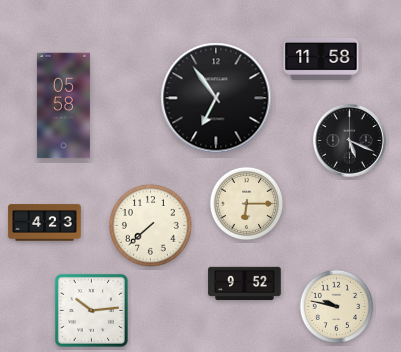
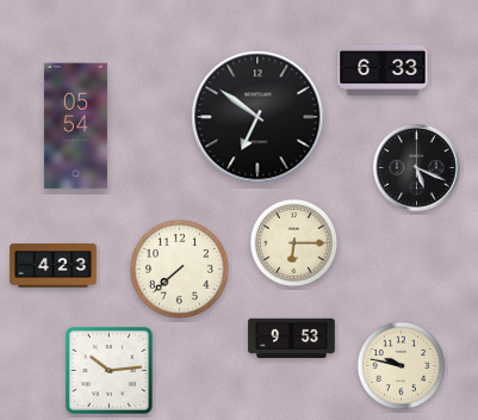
clock at (321, 59): 11:58 -> 6:33
clock at (216, 98): 6:54 -> 6:51
clock at (63, 106): 05:58 -> 05:54
clock at (245, 283): 9:52 -> 9:53
